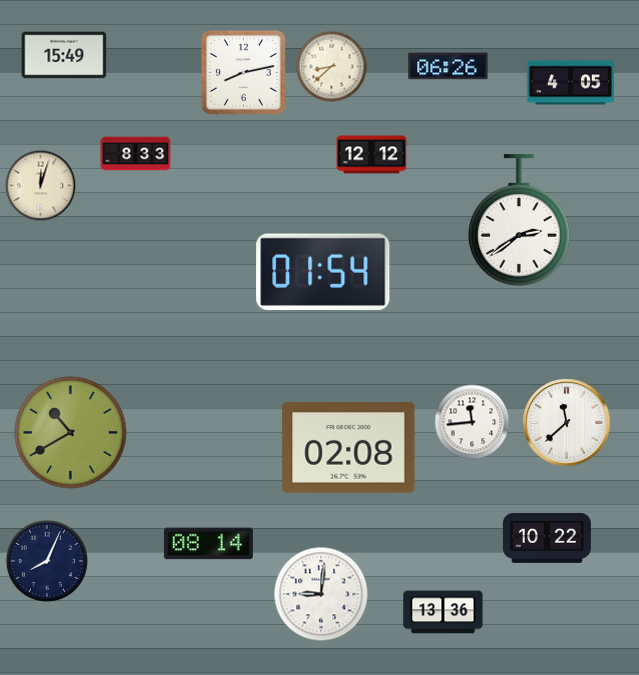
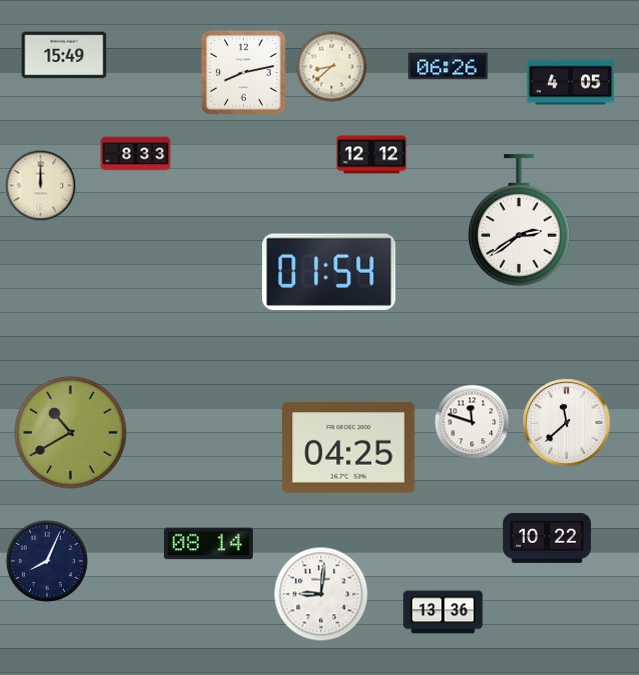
clock at (41, 186): 12:03 -> 12:00
clock at (323, 271) position: (323, 271) -> (329, 271)
clock at (472, 422): 11:44 -> 11:48
clock at (349, 448): 02:08 -> 04:25
